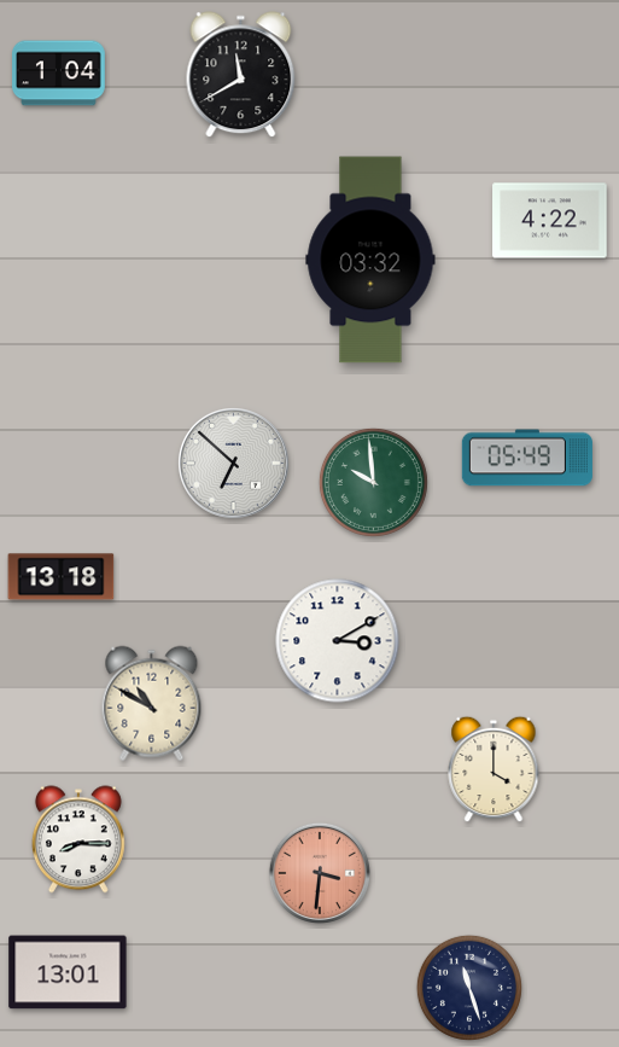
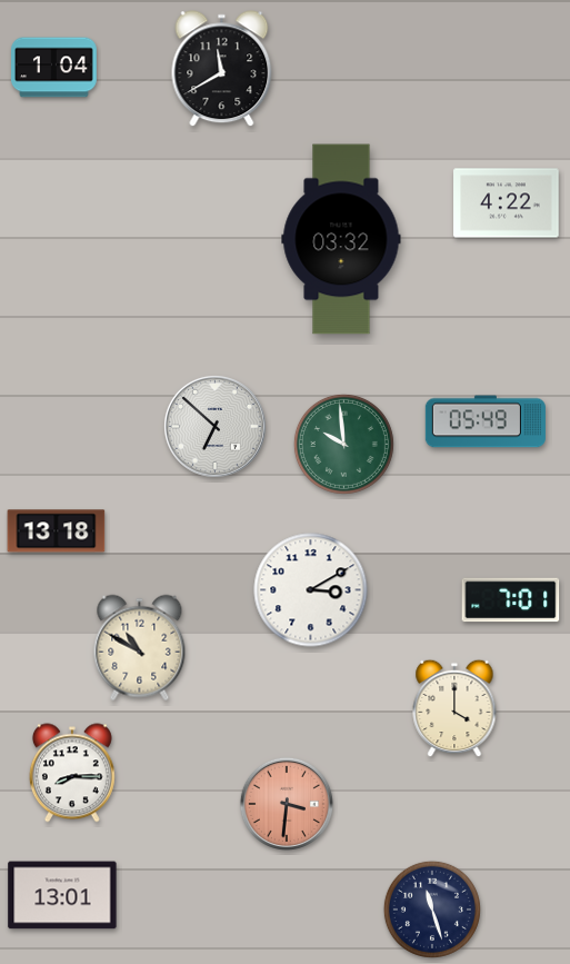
clock at (511, 600): none -> 7:01
clock at (320, 873) position: (320, 873) -> (287, 804)
